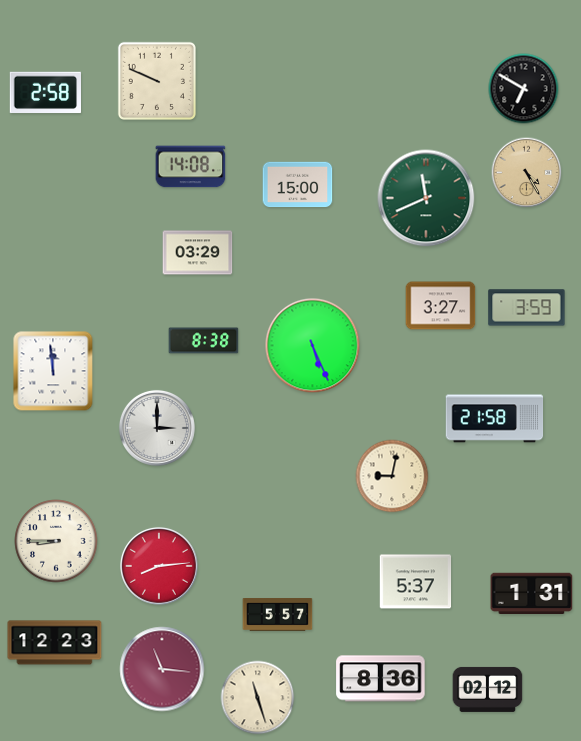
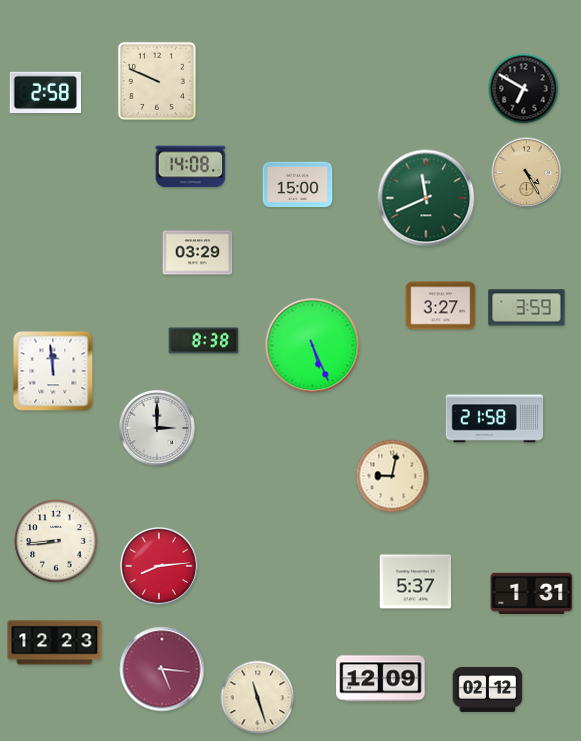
clock at (56, 541): 8:45 -> 8:44
clock at (278, 615): 5:57 -> none
clock at (162, 669): 11:16 -> 5:16
clock at (381, 679): 8:36 -> 12:09
